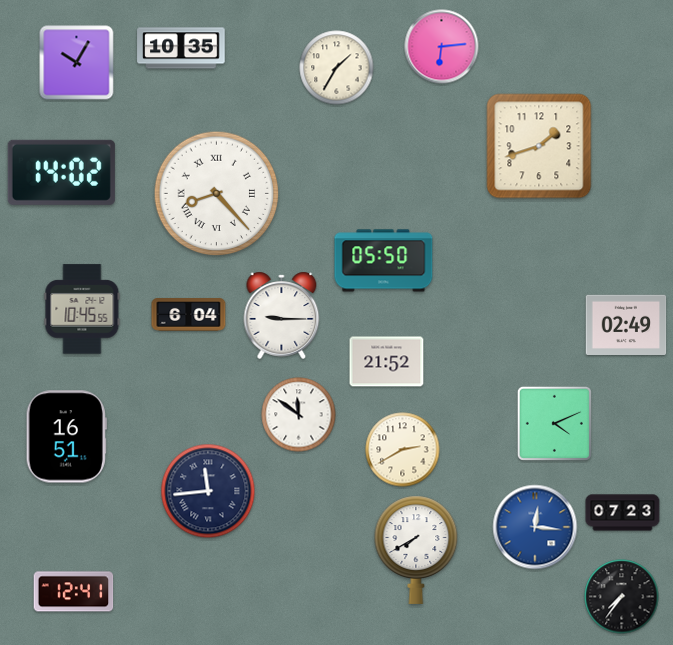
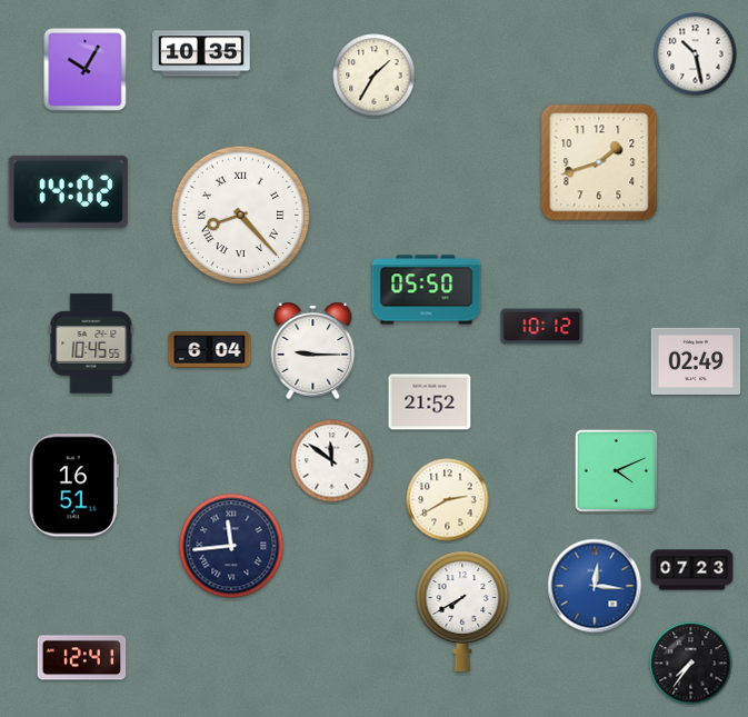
clock at (442, 47): 6:14 -> none
clock at (696, 54): none -> 10:28
clock at (542, 327): none -> 10:12
